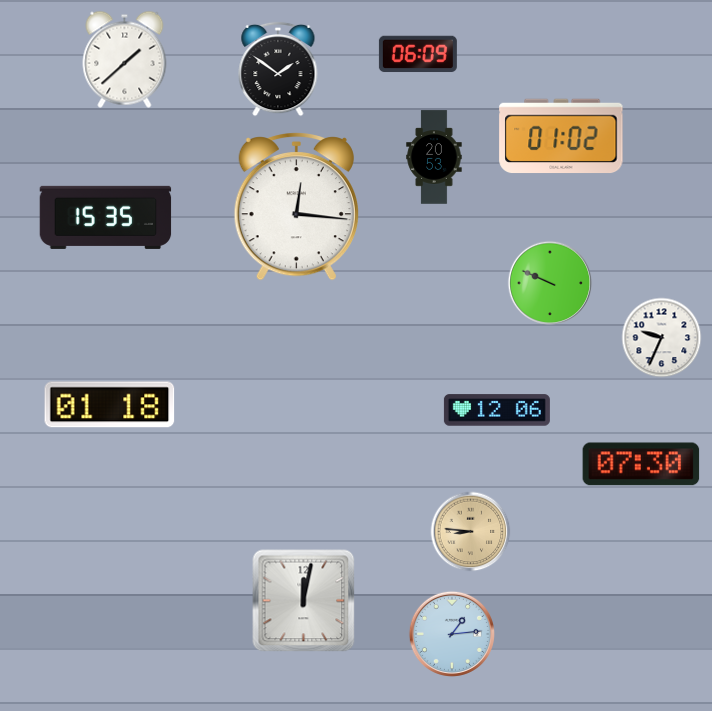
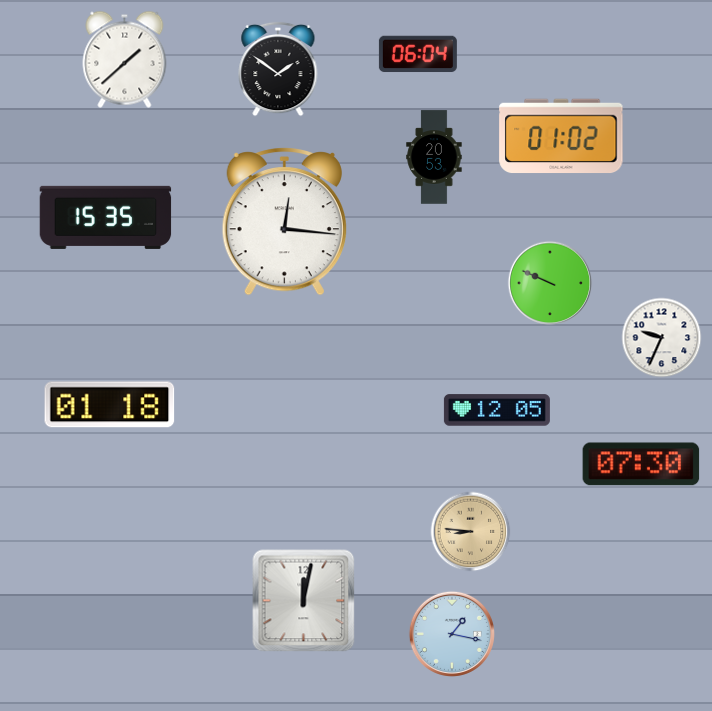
clock at (418, 54): 06:09 -> 06:04
clock at (296, 207) position: (296, 207) -> (284, 222)
clock at (497, 410): 12:06 -> 12:05
clock at (452, 634): 1:14 -> 1:17
